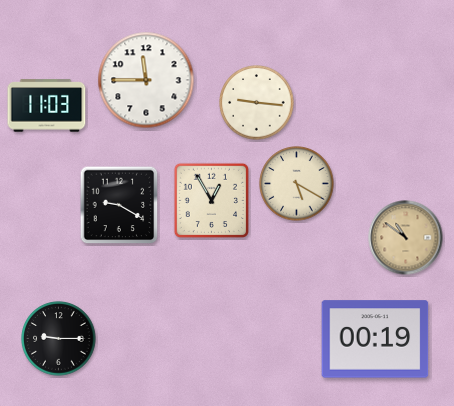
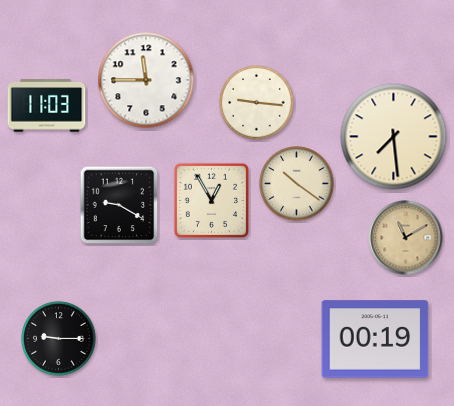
clock at (394, 137): none -> 7:29
clock at (297, 184): 5:20 -> 10:21
clock at (406, 238): 10:51 -> 11:10
